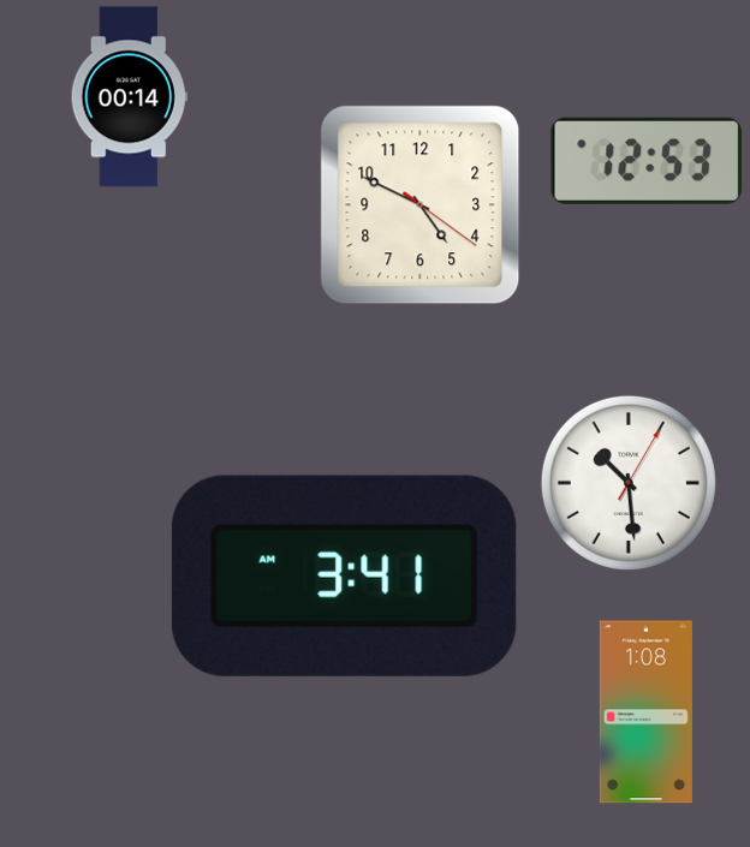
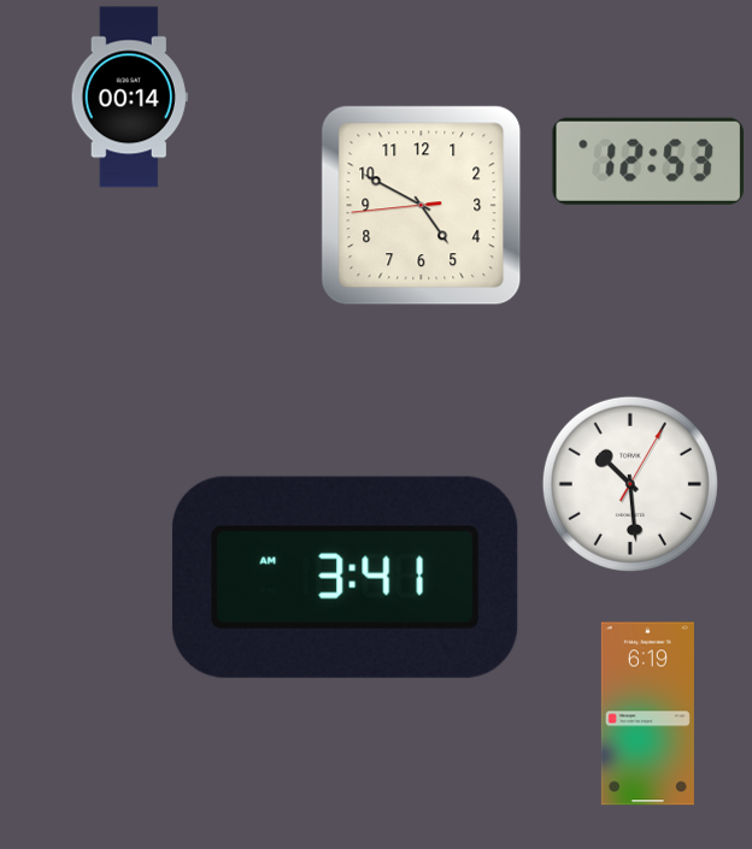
clock at (421, 205): 4:49:21 -> 4:49:44
clock at (645, 712): 1:08 -> 6:19
